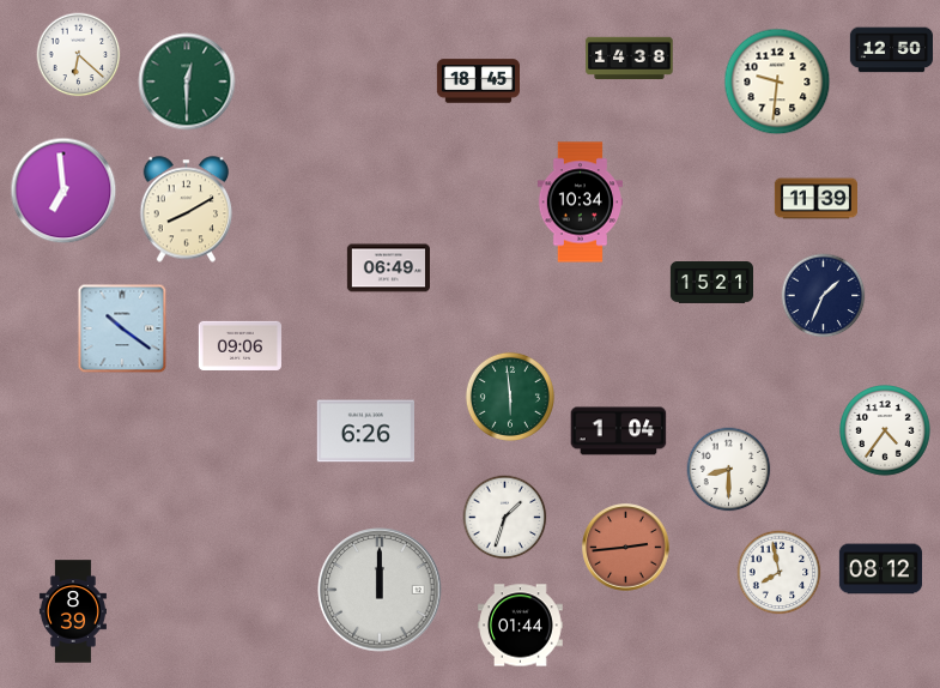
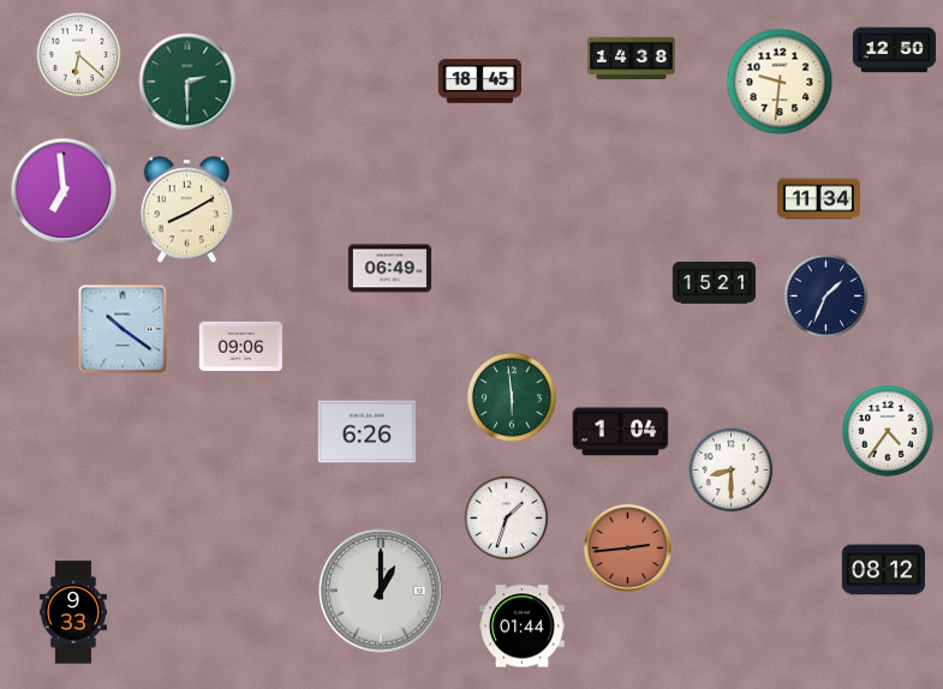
clock at (187, 82): 12:30 -> 2:30
clock at (815, 199): 11:39 -> 11:34
clock at (580, 203): 10:34 -> none
clock at (780, 573): 7:58 -> none
clock at (380, 590): 12:00 -> 1:00
clock at (73, 611): 8:39 -> 9:33
